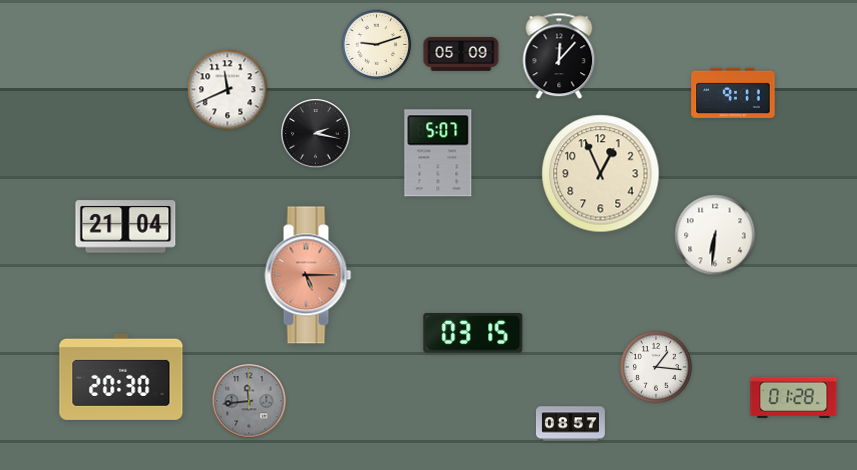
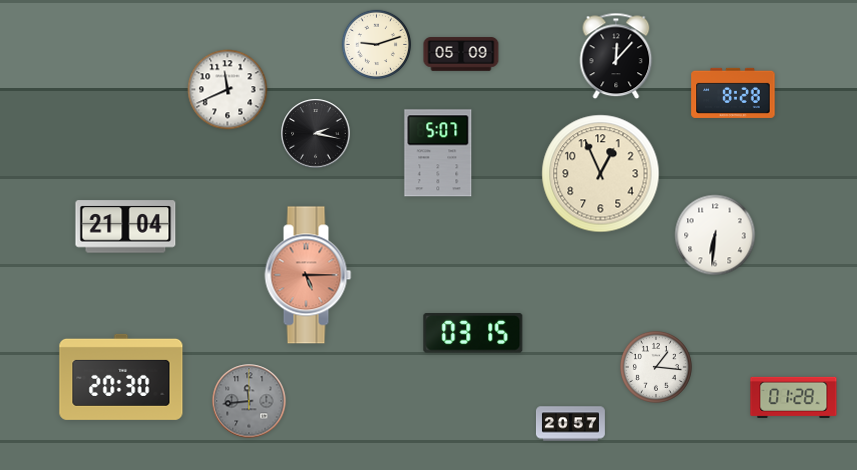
clock at (559, 56) position: (559, 56) -> (616, 56)
clock at (733, 93): 9:11 -> 8:28
clock at (570, 424): 08:57 -> 20:57
